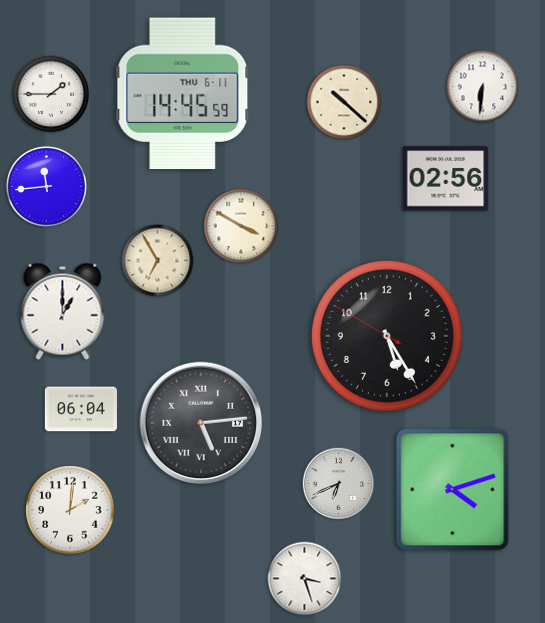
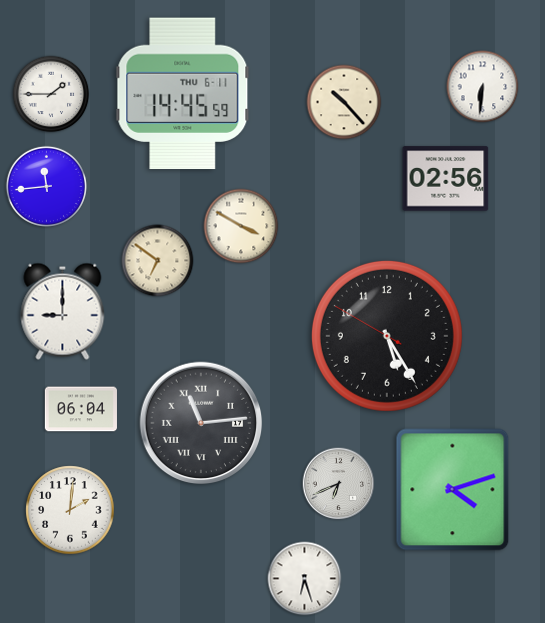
clock at (344, 102): 10:22 -> 10:23
clock at (158, 261): 6:55 -> 6:51
clock at (63, 311): 1:00 -> 9:00
clock at (201, 423): 5:14 -> 11:14
clock at (305, 579): 3:27 -> 6:27
